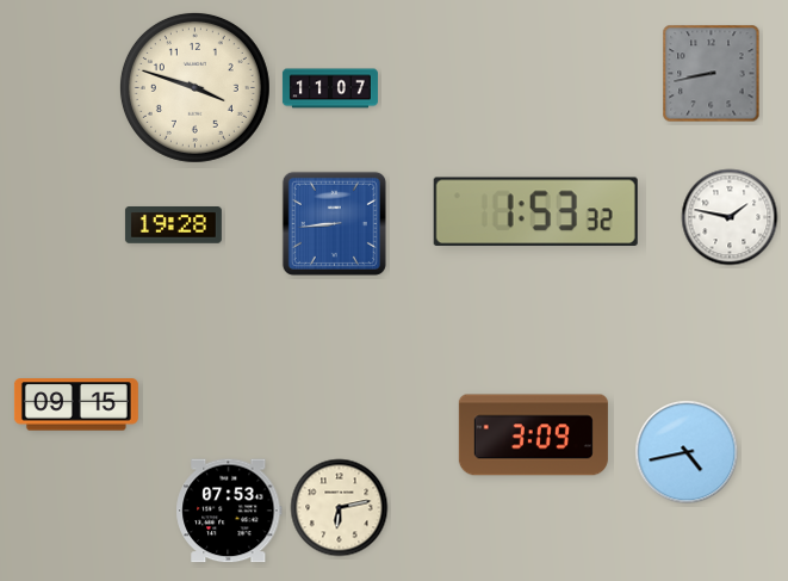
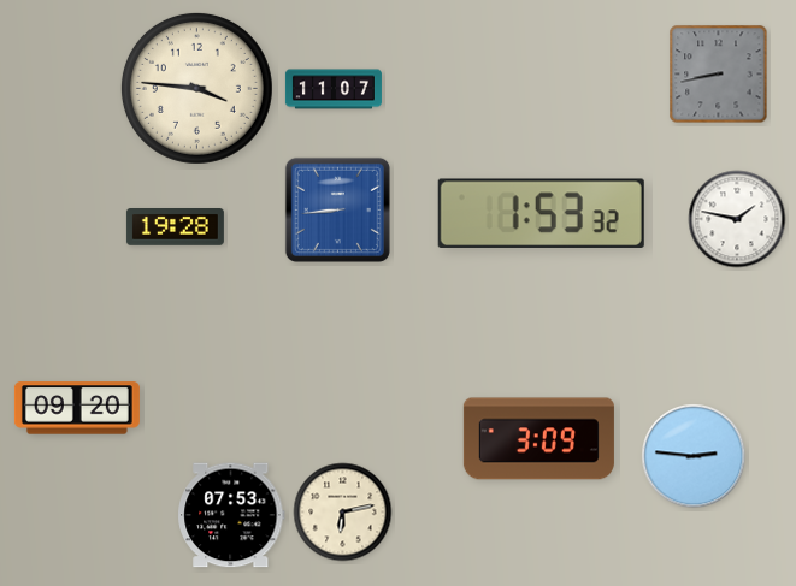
clock at (194, 87): 3:48 -> 3:46
clock at (334, 223) position: (334, 223) -> (337, 209)
clock at (76, 404): 09:15 -> 09:20
clock at (687, 452): 4:43 -> 2:46
